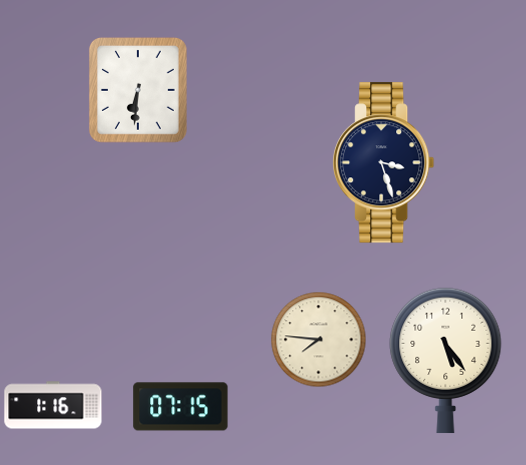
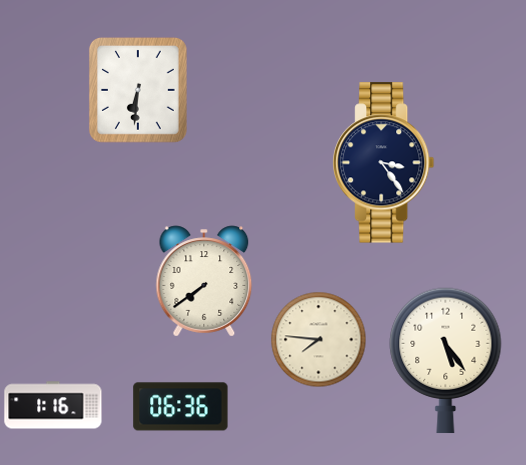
clock at (384, 163): 3:27 -> 3:24
clock at (204, 281): none -> 7:39
clock at (181, 407): 07:15 -> 06:36
